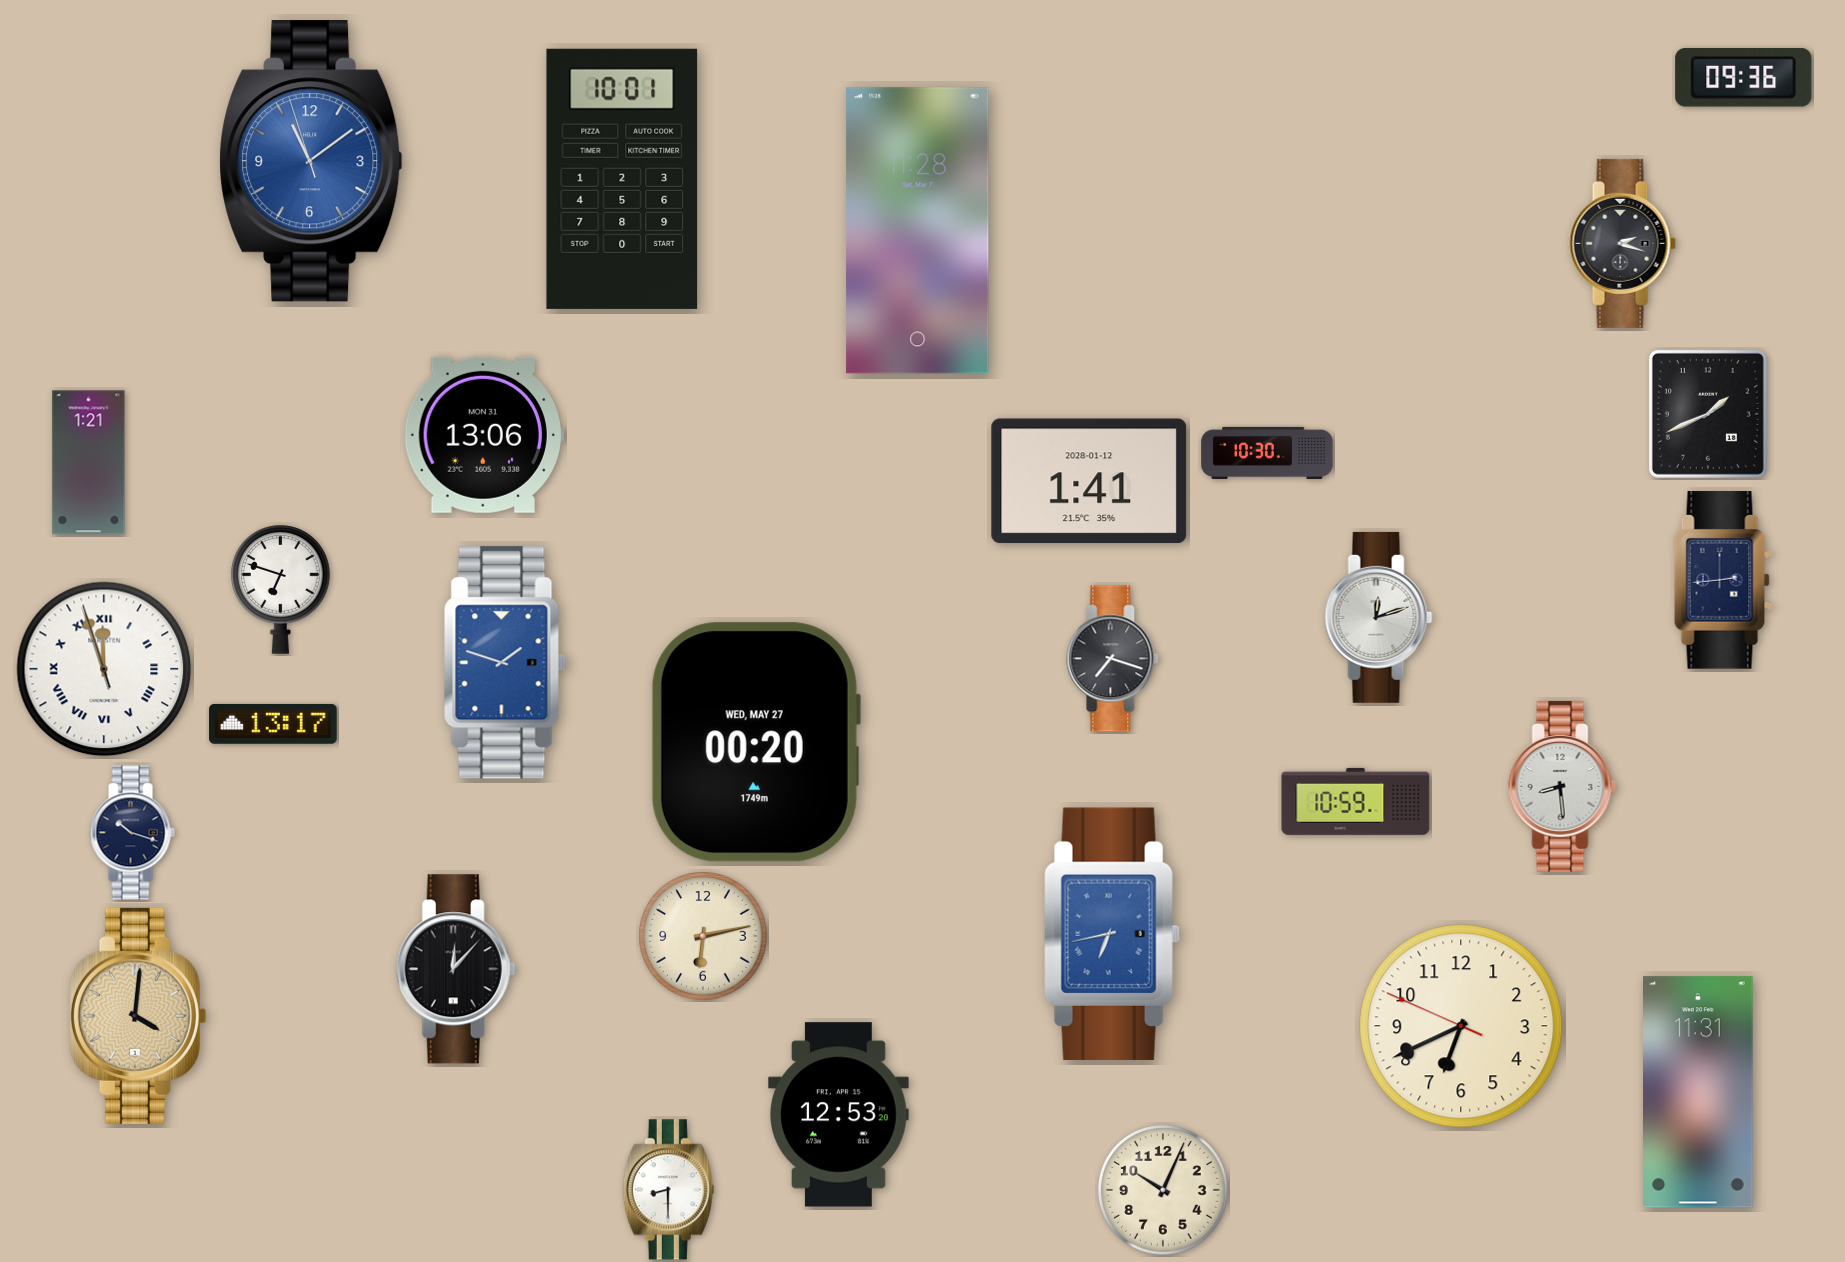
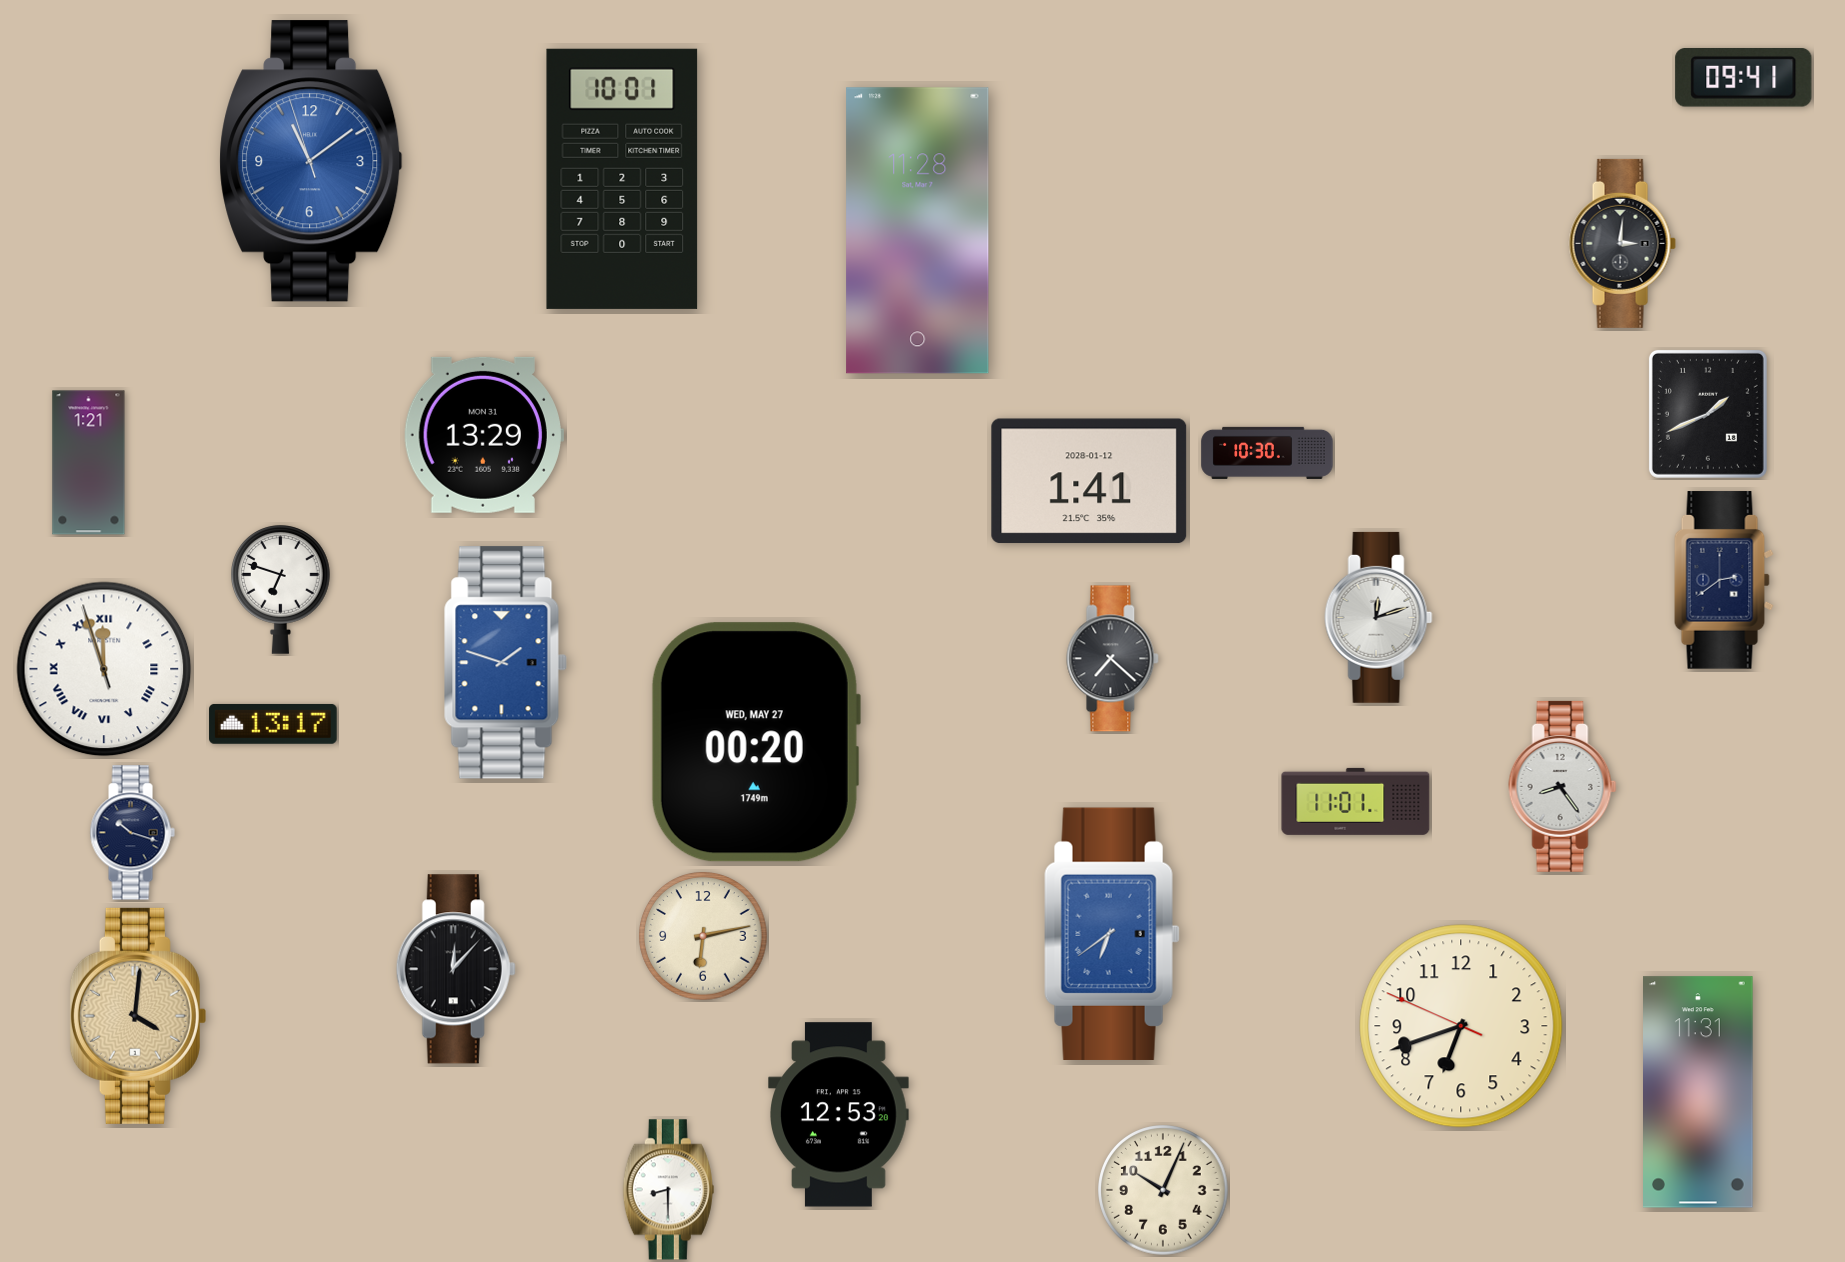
clock at (1744, 78): 09:36 -> 09:41
clock at (1622, 243): 2:18 -> 3:01
clock at (484, 435): 13:06 -> 13:29
clock at (1724, 580): 2:44 -> 2:39
clock at (1113, 659): 7:18 -> 7:22
clock at (1563, 786): 8:29 -> 8:24
clock at (1356, 801): 10:59 -> 11:01
clock at (1112, 934): 6:43 -> 6:39
clock at (1461, 1026): 6:40 -> 6:41
